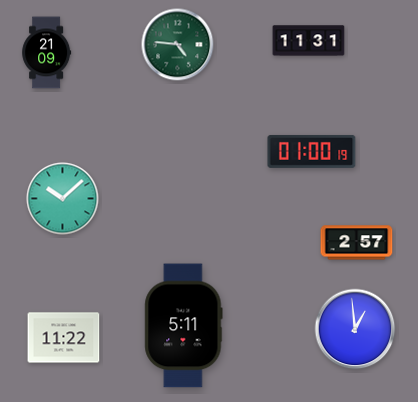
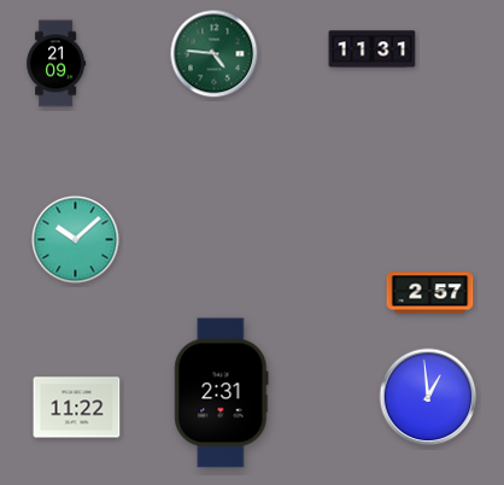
clock at (312, 151): 01:00 -> none
clock at (184, 326): 5:11 -> 2:31
